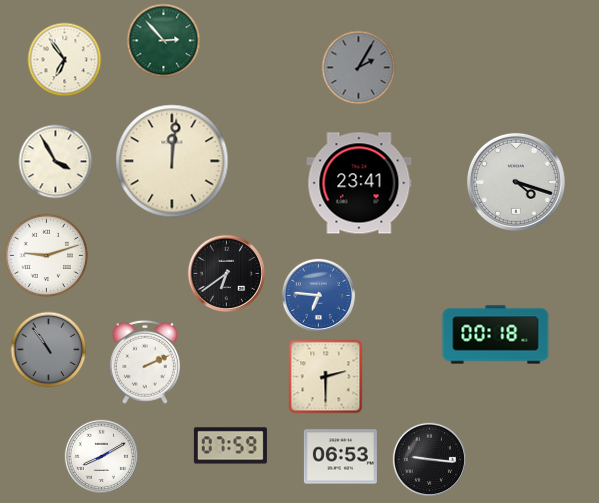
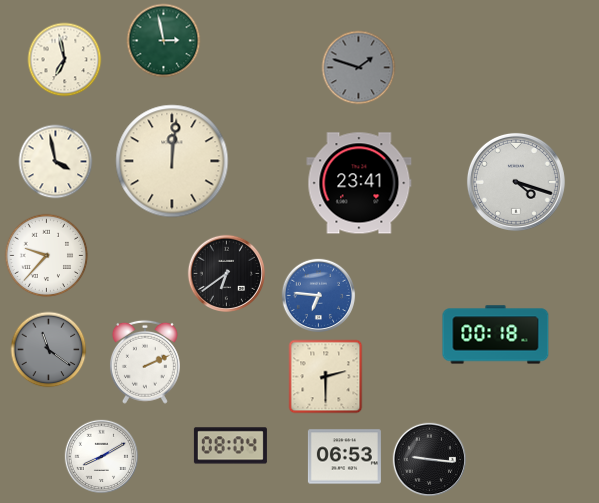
clock at (164, 41): 2:53 -> 2:58
clock at (65, 60): 6:54 -> 6:58
clock at (359, 68): 2:05 -> 1:48
clock at (56, 162): 3:55 -> 3:58
clock at (47, 256): 9:12 -> 9:37
clock at (49, 350): 10:54 -> 11:21
clock at (230, 446): 07:59 -> 08:04
clock at (340, 457) position: (340, 457) -> (344, 457)
